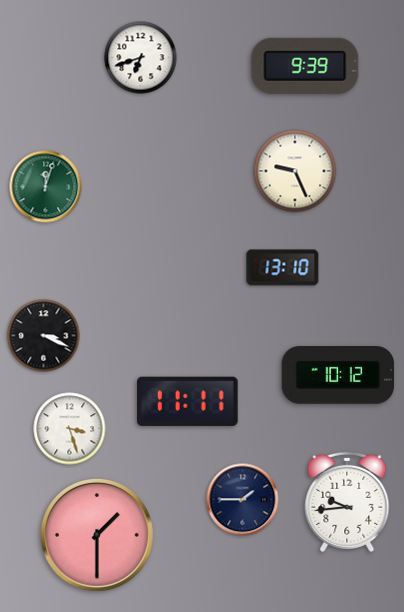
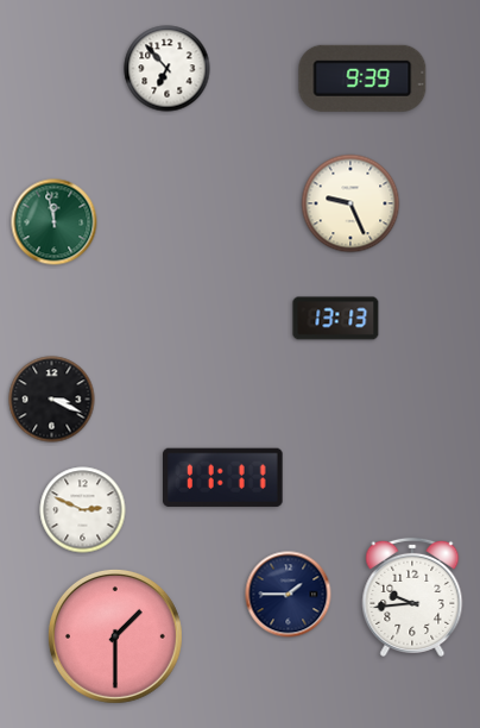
clock at (141, 58): 6:42 -> 6:53
clock at (46, 187): 12:03 -> 11:58
clock at (283, 268): 13:10 -> 13:13
clock at (338, 375): 10:12 -> none
clock at (70, 429): 3:27 -> 2:49
